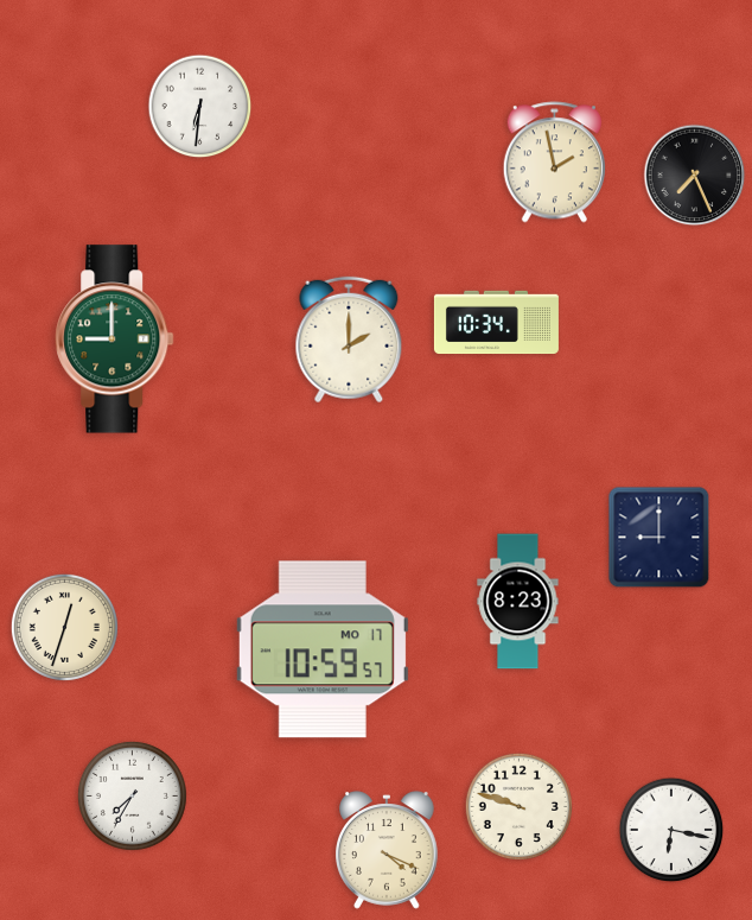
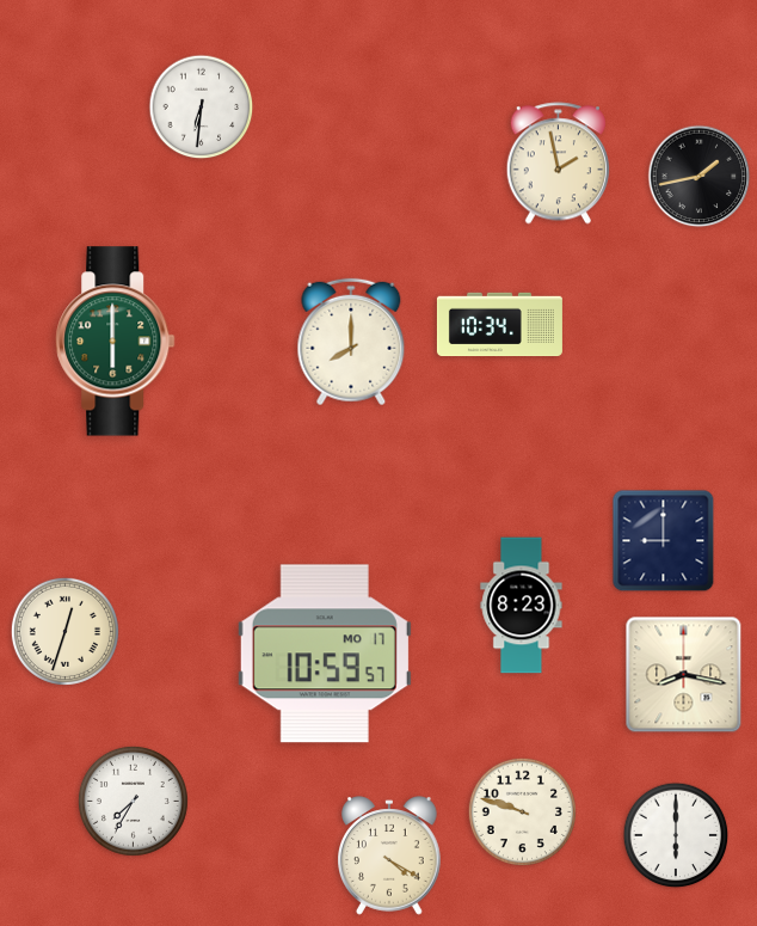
clock at (695, 176): 7:26 -> 1:43
clock at (115, 340): 9:00 -> 6:00
clock at (349, 340): 2:00 -> 8:00
clock at (684, 675): none -> 8:17
clock at (671, 830): 6:17 -> 6:00
clock at (388, 850): 4:19 -> 4:20
